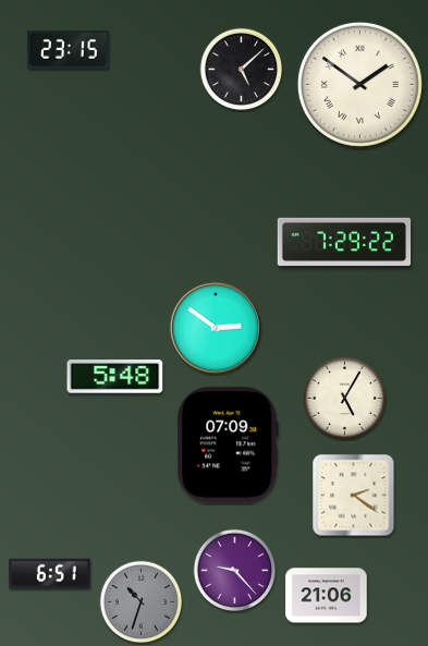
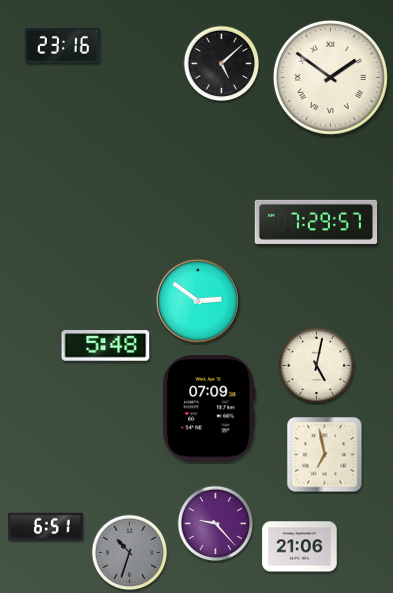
clock at (69, 49): 23:15 -> 23:16
clock at (344, 242): 7:29:22 -> 7:29:57
clock at (345, 399): 5:05 -> 5:02
clock at (354, 496): 2:21 -> 6:58
